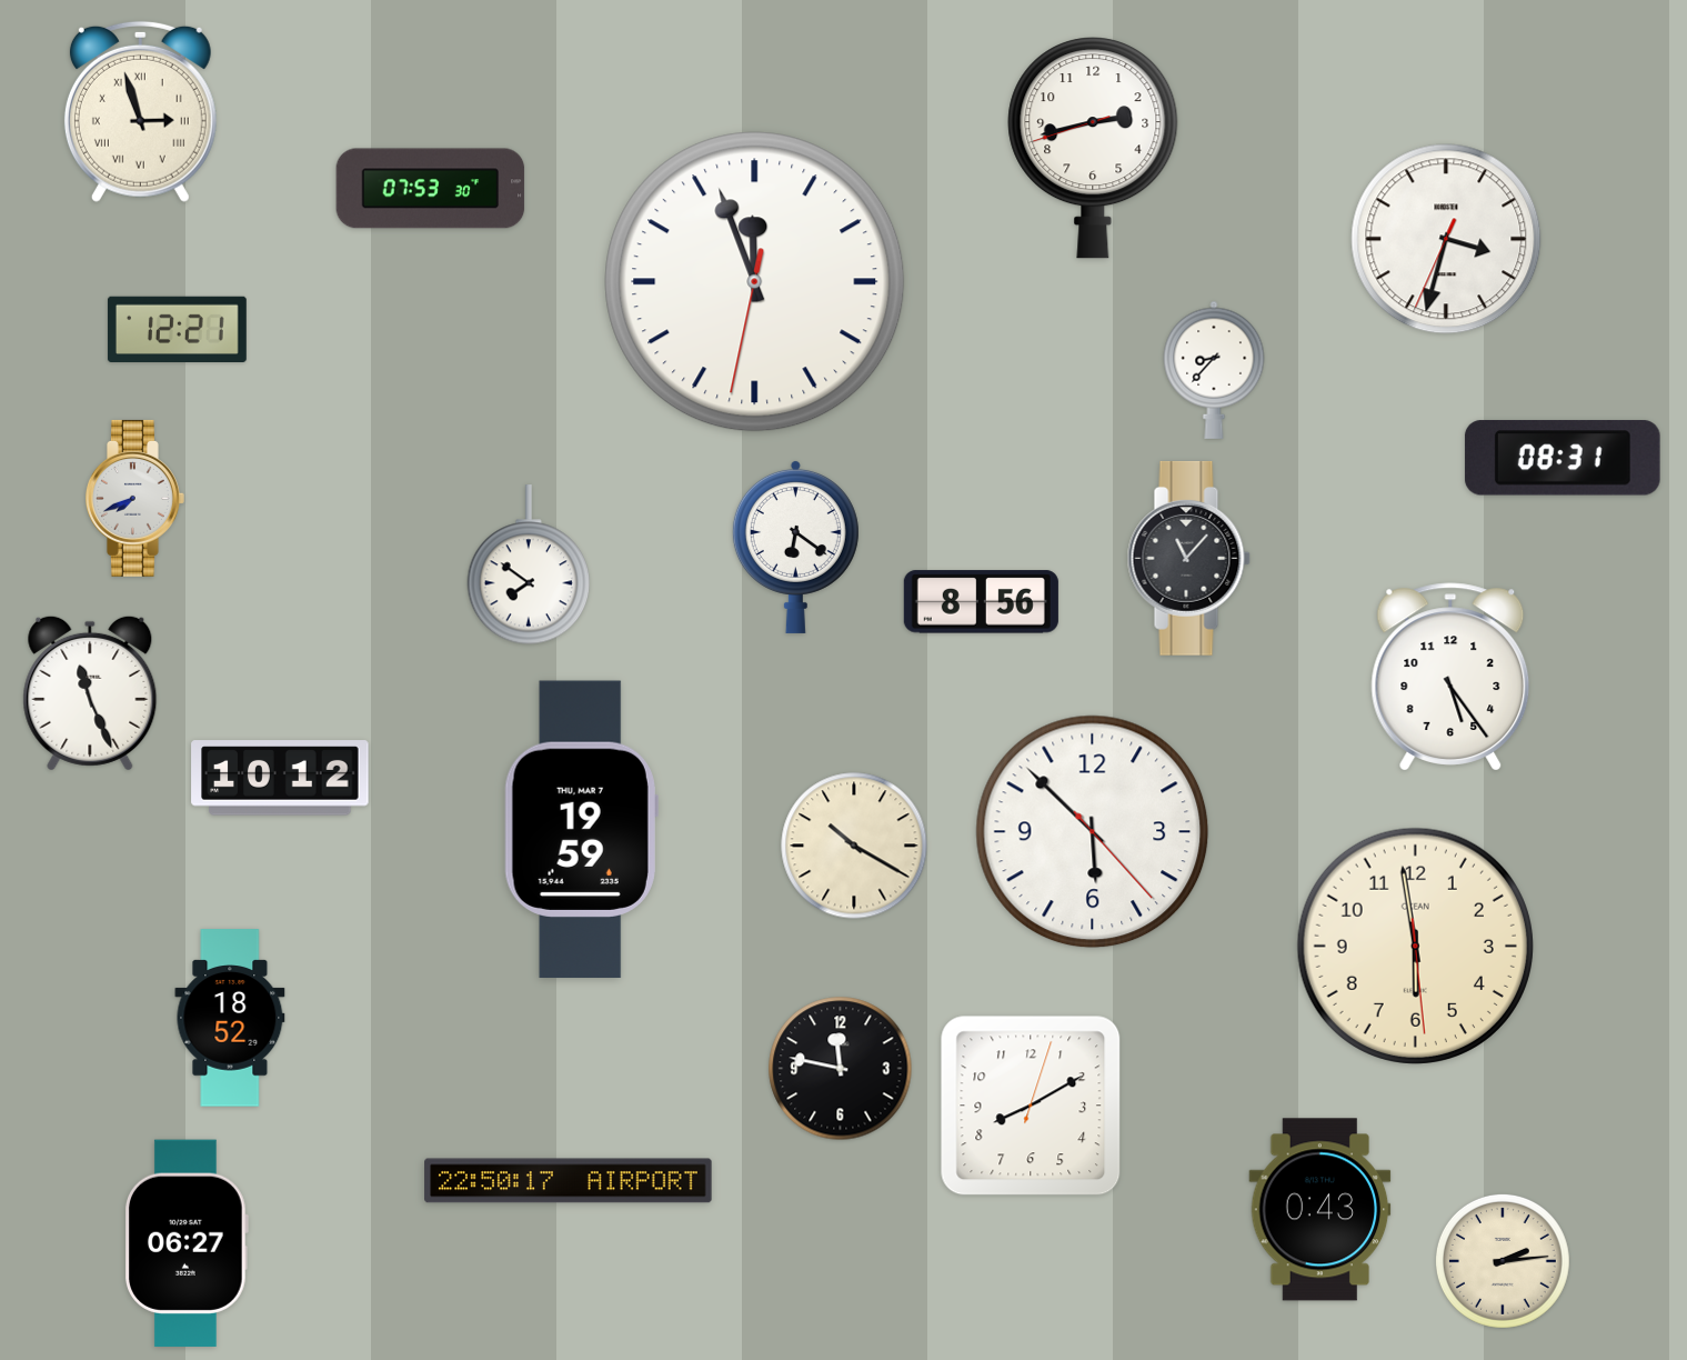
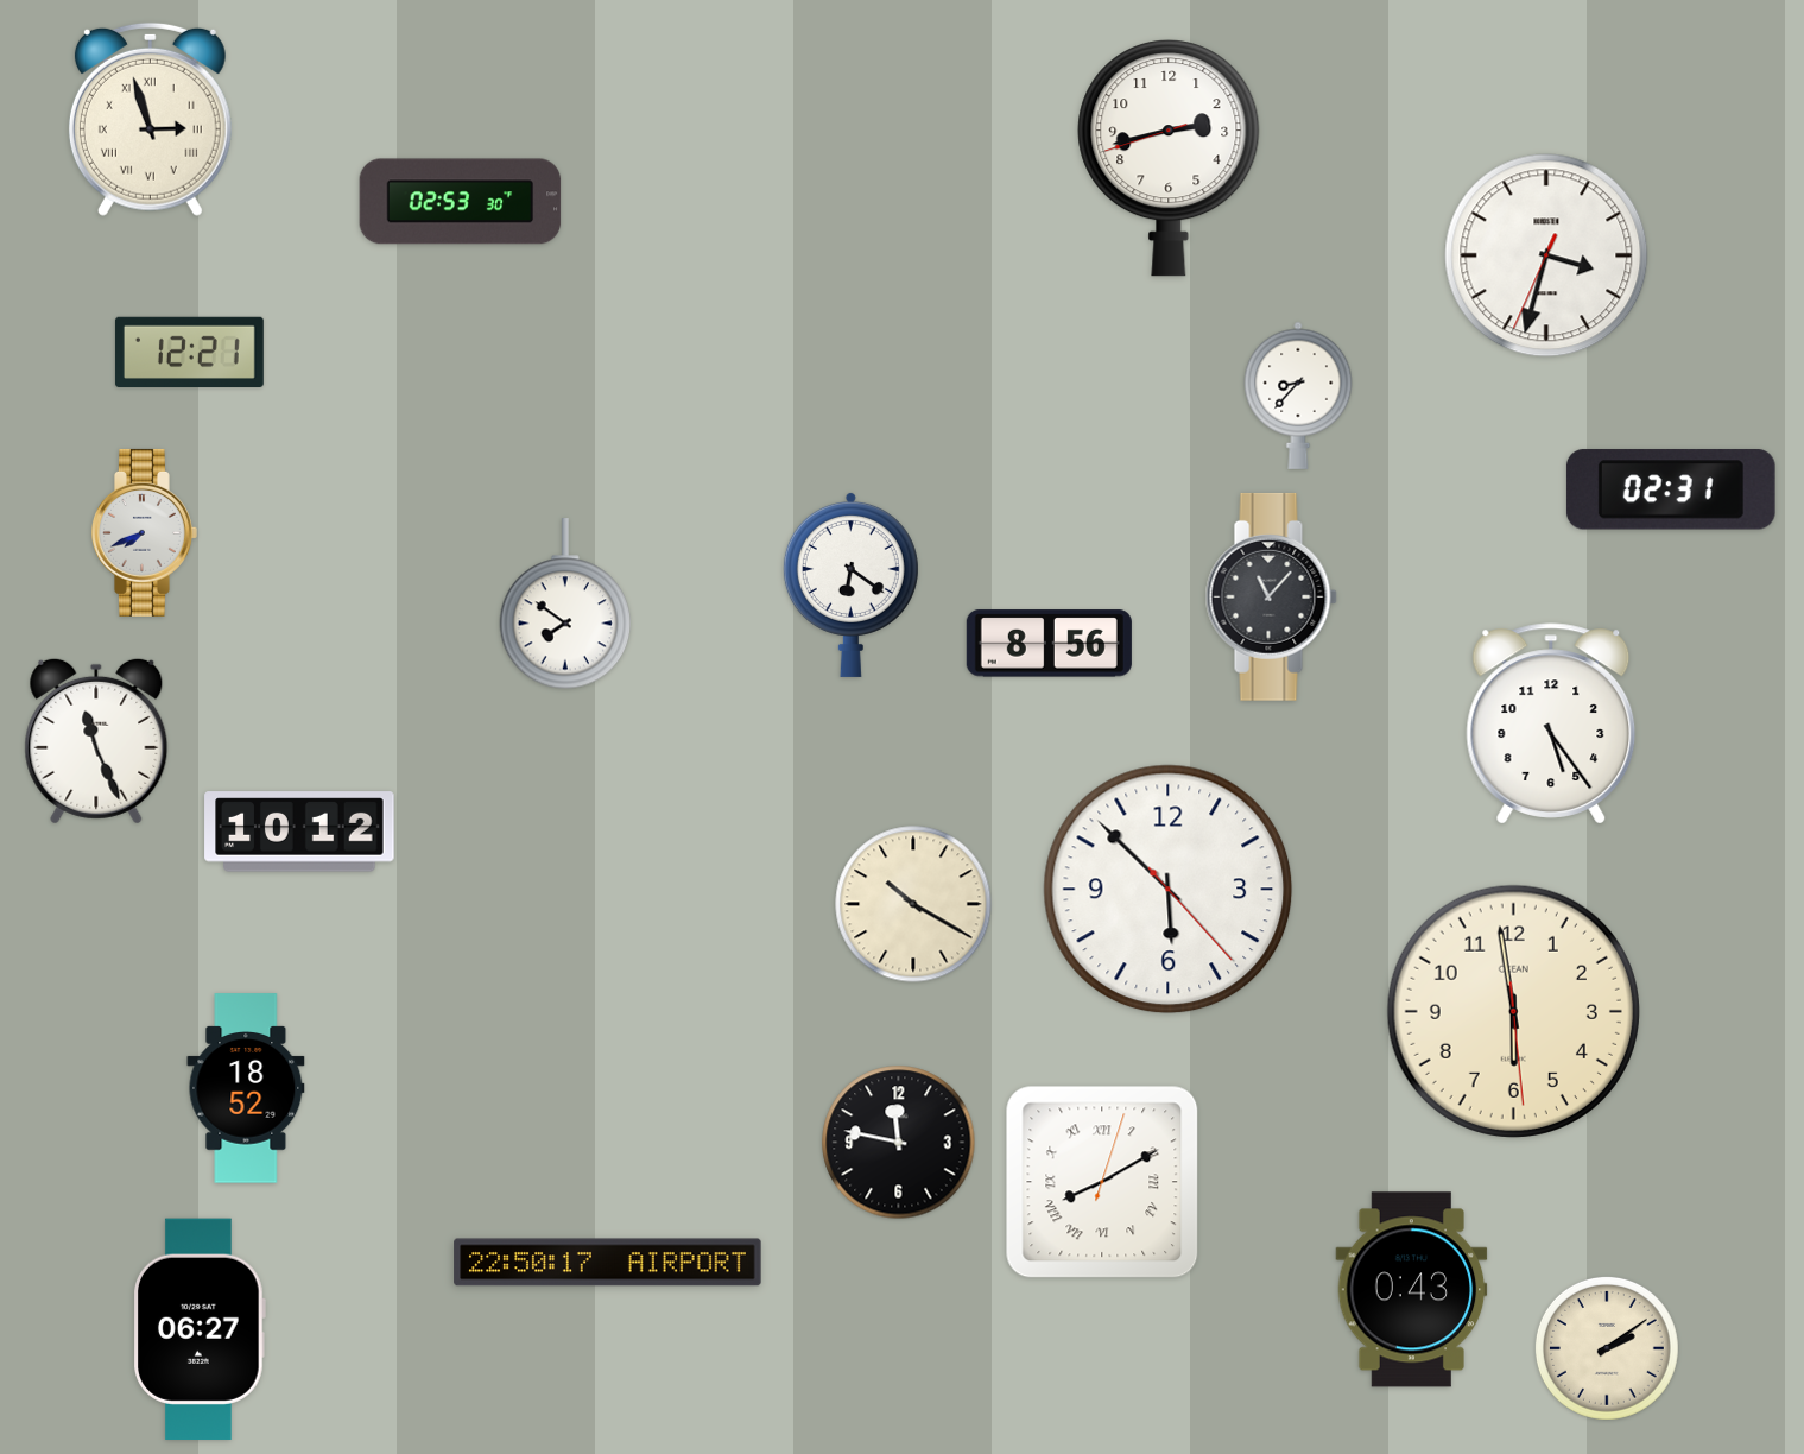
clock at (431, 189): 07:53 -> 02:53
clock at (755, 282): 11:56 -> none
clock at (1563, 458): 08:31 -> 02:31
clock at (581, 830): 19:59 -> none
clock at (1031, 1106) numerals: Arabic -> Roman
clock at (1321, 1210) position: (1321, 1210) -> (1412, 1290)
clock at (1503, 1261): 2:14 -> 2:09
